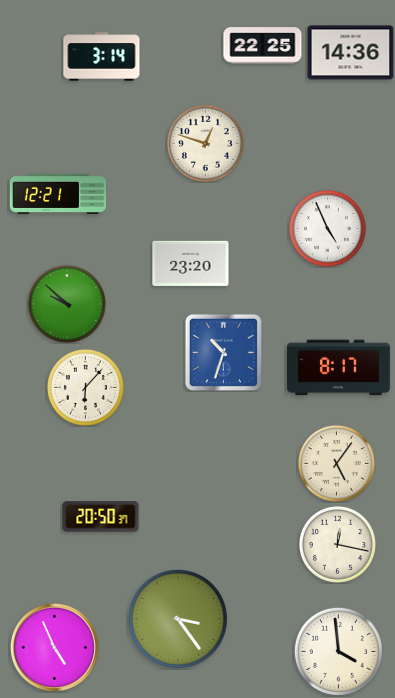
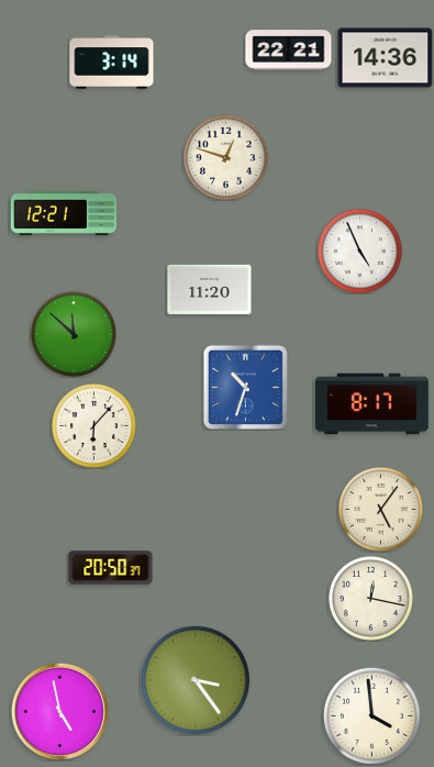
clock at (263, 46): 22:25 -> 22:21
clock at (191, 263): 23:20 -> 11:20
clock at (67, 304): 9:52 -> 11:52
clock at (336, 463) position: (336, 463) -> (380, 509)
clock at (54, 647): 4:56 -> 4:58
